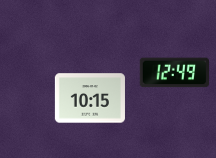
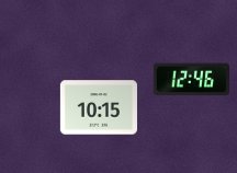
clock at (174, 73): 12:49 -> 12:46
